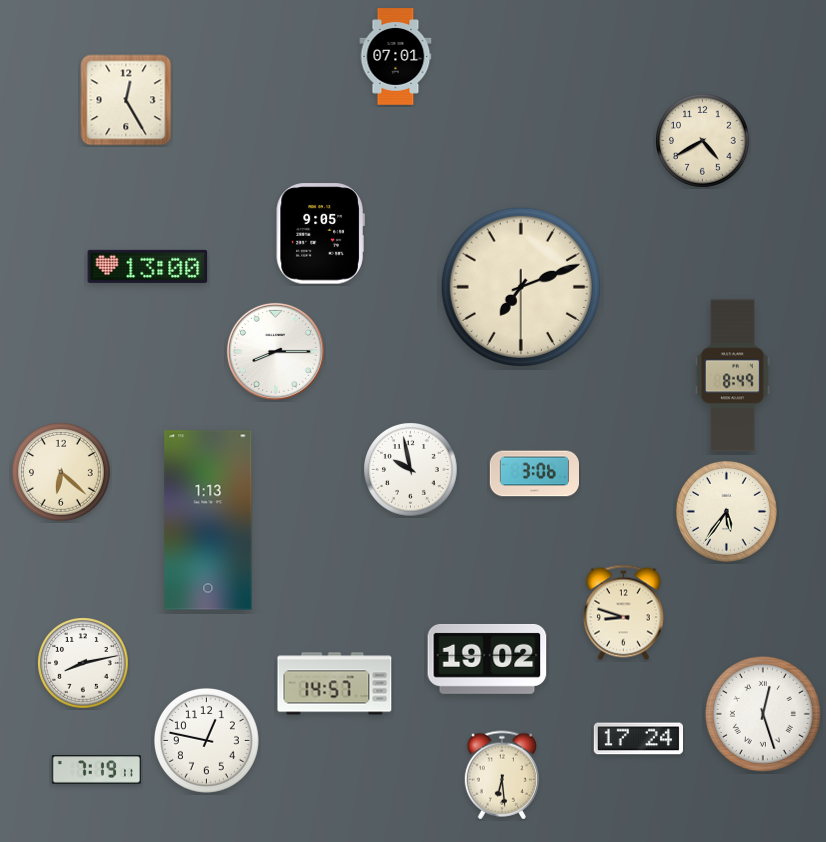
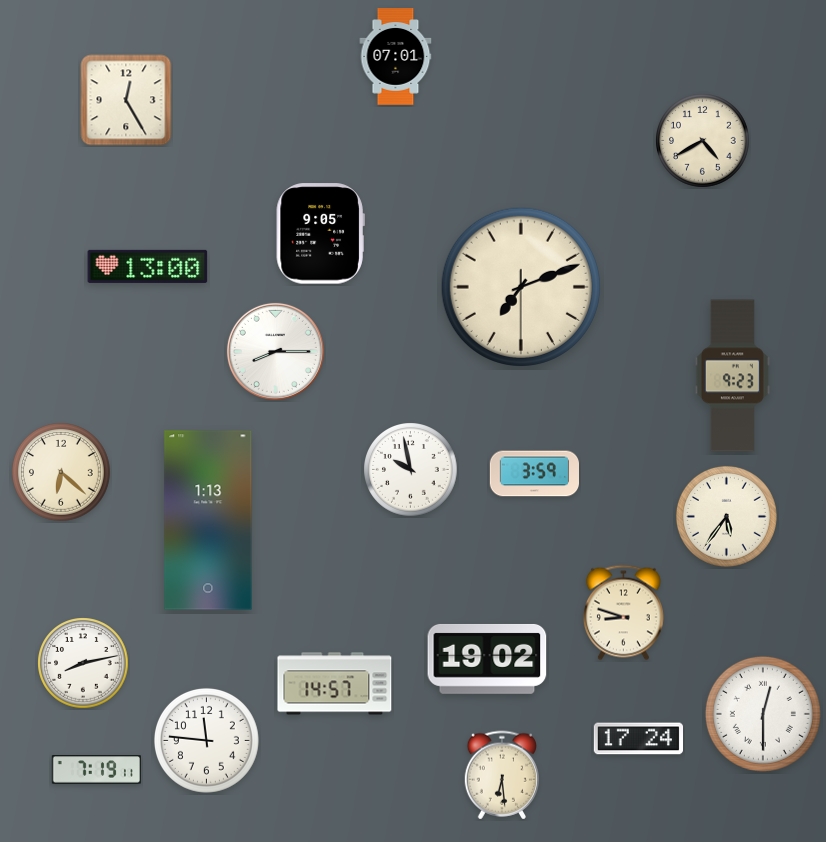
clock at (732, 376): 8:49 -> 9:23
clock at (534, 474): 3:06 -> 3:59
clock at (726, 511) position: (726, 511) -> (726, 516)
clock at (763, 714): 12:27 -> 12:30
clock at (206, 740): 12:47 -> 11:46
